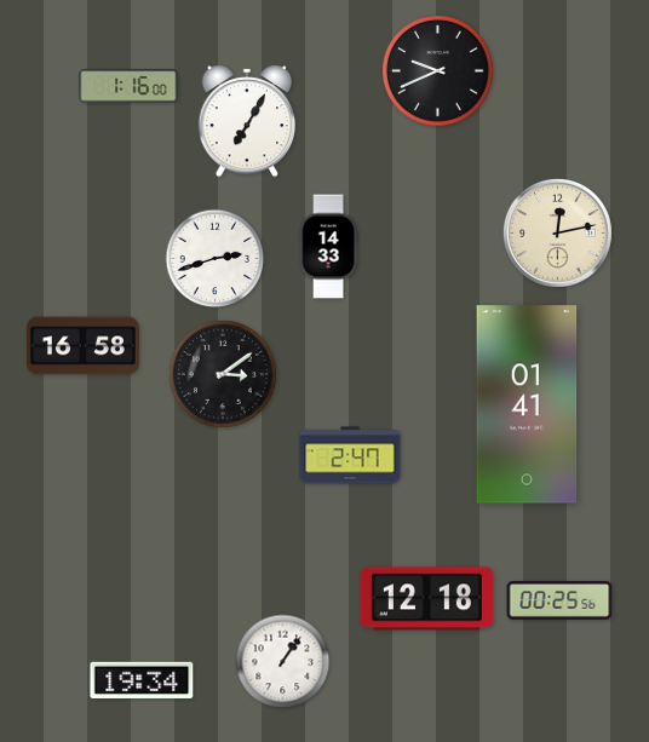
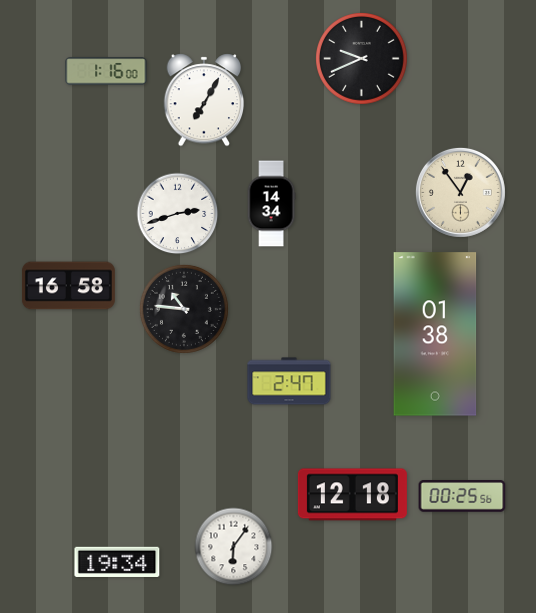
clock at (557, 232): 12:13 -> 12:54
clock at (328, 247): 14:33 -> 14:34
clock at (223, 374): 3:09 -> 10:46
clock at (527, 404): 01:41 -> 01:38
clock at (350, 455) position: (350, 455) -> (289, 381)
clock at (283, 662): 1:06 -> 6:06
